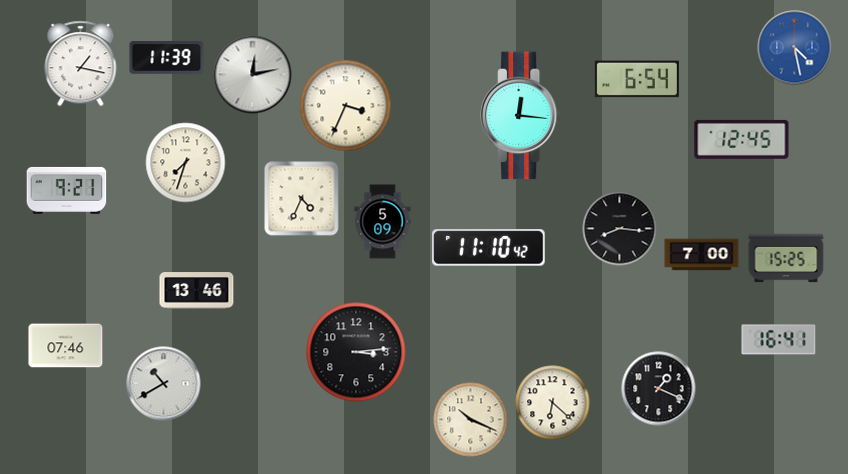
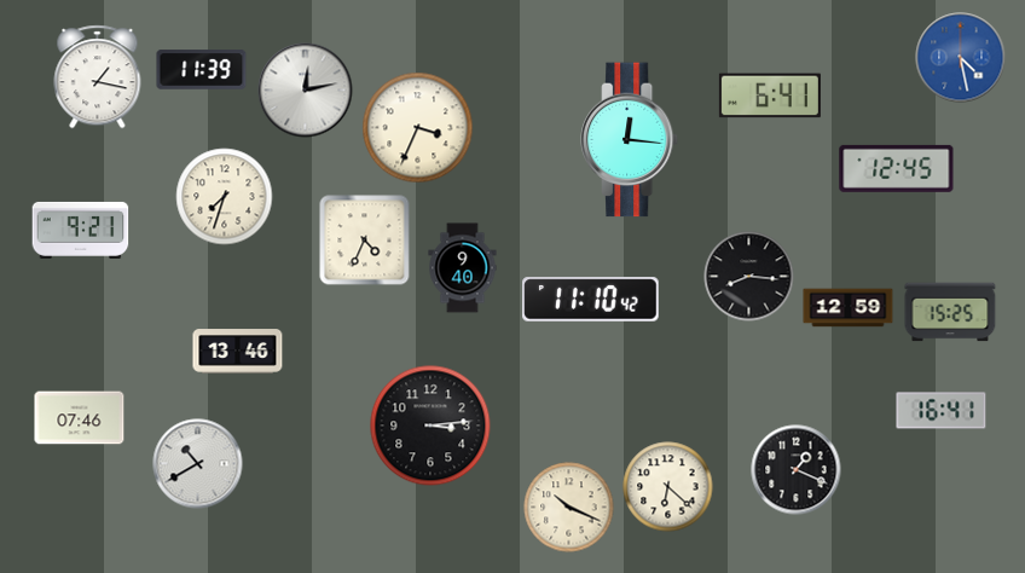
clock at (637, 79): 6:54 -> 6:41
clock at (383, 222): 5:09 -> 9:40
clock at (702, 255): 7:00 -> 12:59
